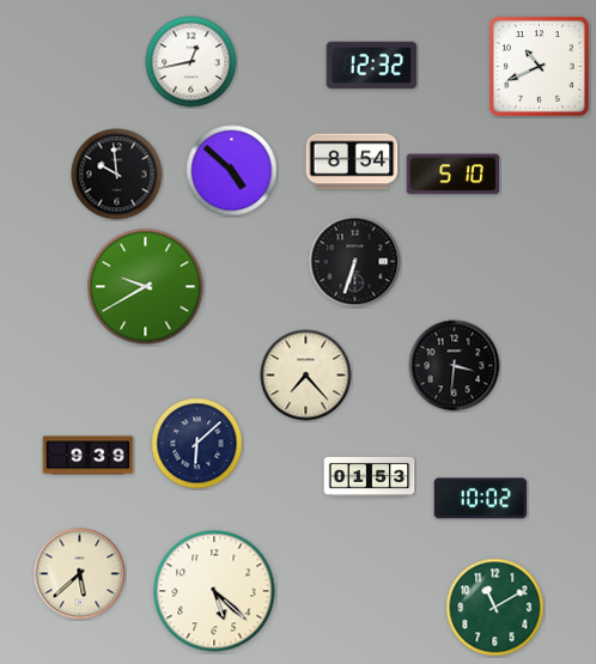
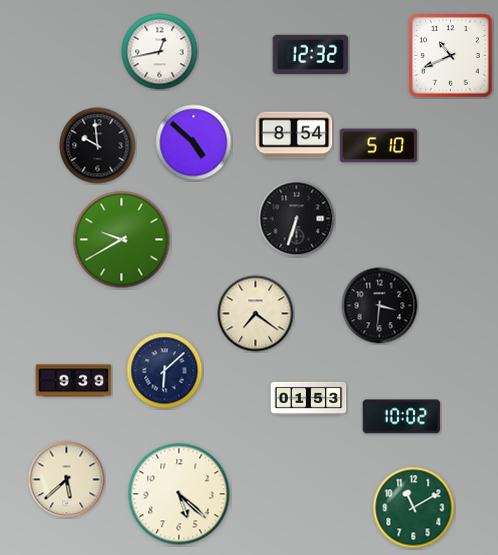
clock at (306, 376): 7:23 -> 7:21
